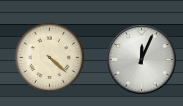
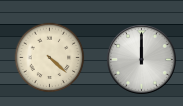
clock at (142, 60): 12:04 -> 12:00
